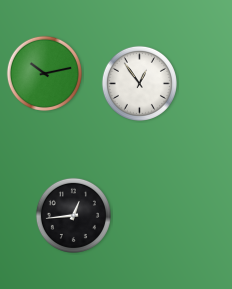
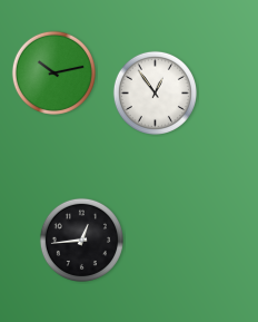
clock at (44, 73) position: (44, 73) -> (53, 72)
